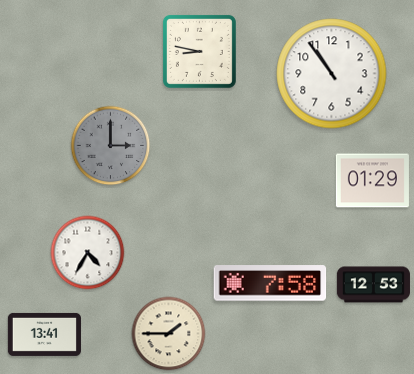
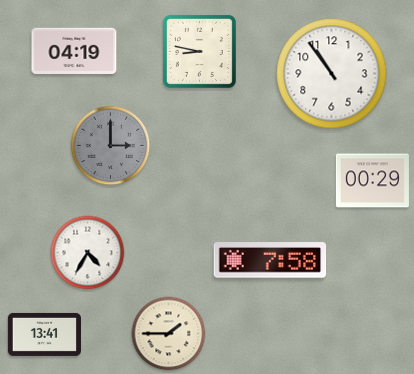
clock at (74, 50): none -> 04:19
clock at (372, 181): 01:29 -> 00:29
clock at (270, 283) position: (270, 283) -> (270, 260)
clock at (373, 285): 12:53 -> none
